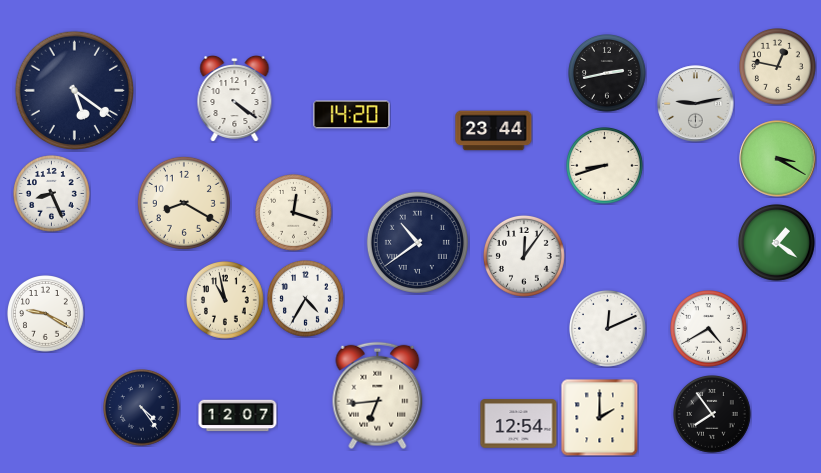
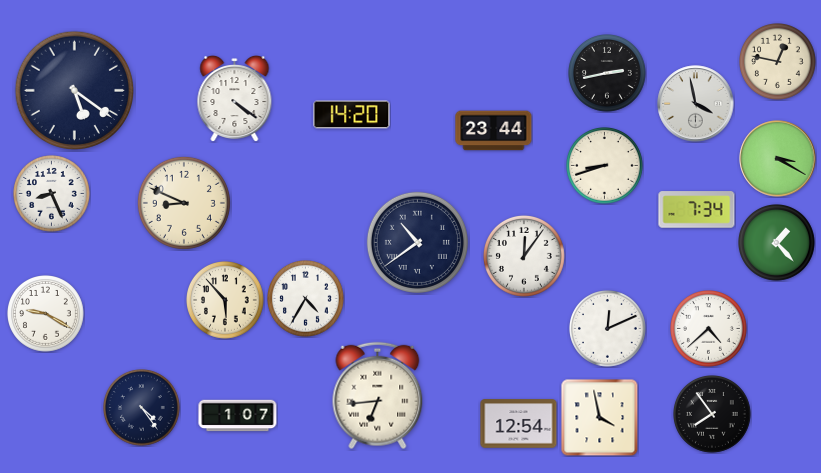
clock at (778, 67) position: (778, 67) -> (778, 62)
clock at (696, 104): 9:13 -> 3:58
clock at (184, 203): 8:20 -> 8:49
clock at (697, 210): none -> 7:34
clock at (294, 213): 12:18 -> none
clock at (777, 243): 1:21 -> 1:23
clock at (226, 301): 10:58 -> 5:53
clock at (709, 329): 4:40 -> 4:38
clock at (238, 416): 12:07 -> 1:07
clock at (599, 417): 2:00 -> 3:58
